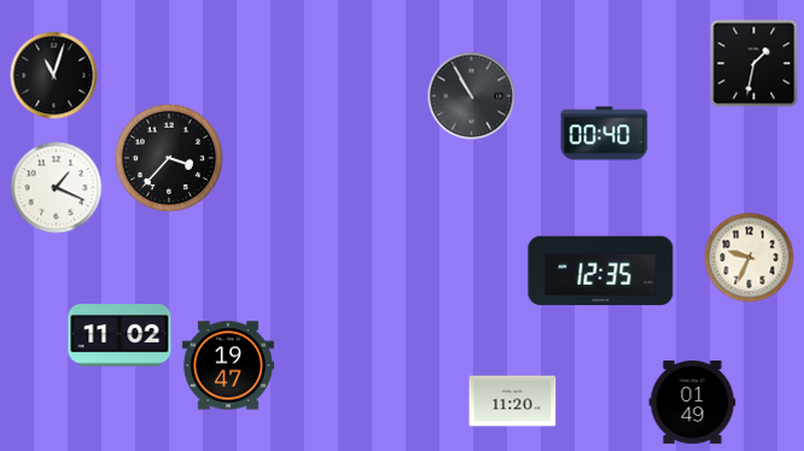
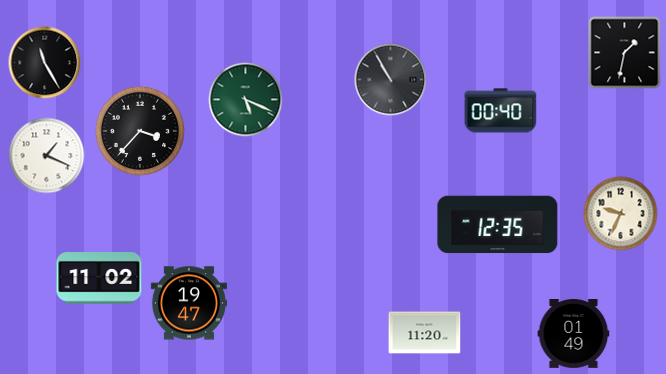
clock at (54, 76): 11:03 -> 11:25
clock at (246, 100): none -> 5:19
